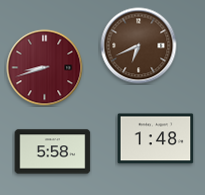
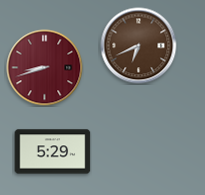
clock at (156, 139): 1:48 -> none
clock at (53, 152): 5:58 -> 5:29
